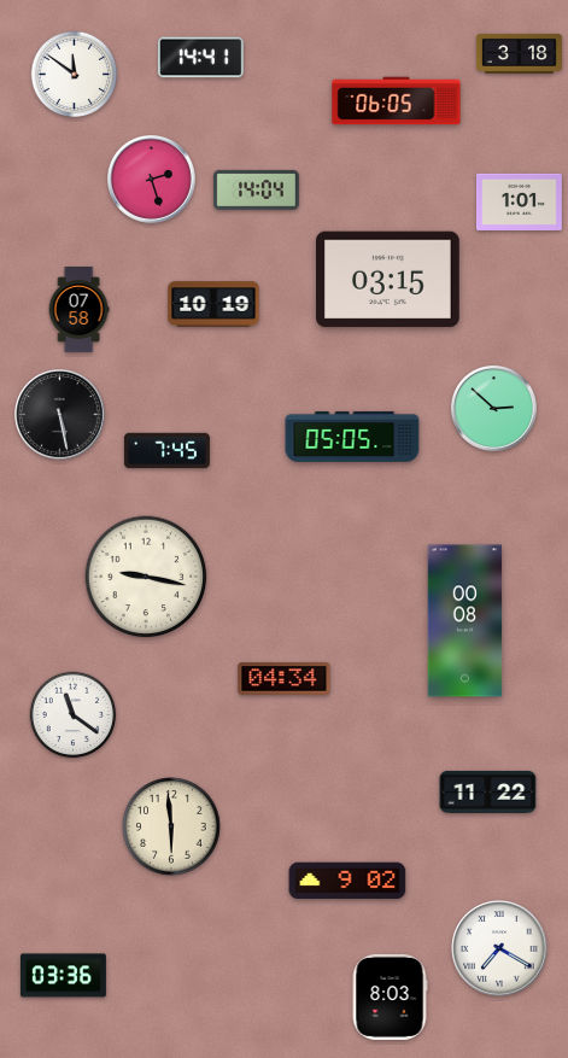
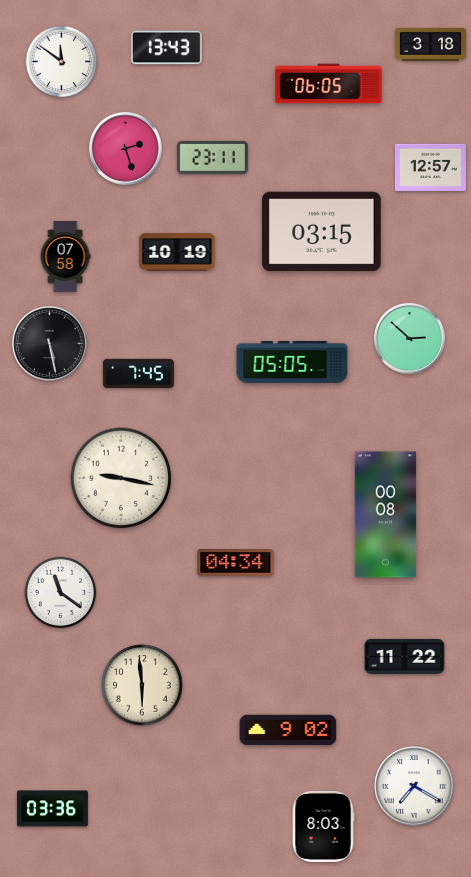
clock at (200, 58): 14:41 -> 13:43
clock at (256, 189): 14:04 -> 23:11
clock at (519, 201): 1:01 -> 12:57
